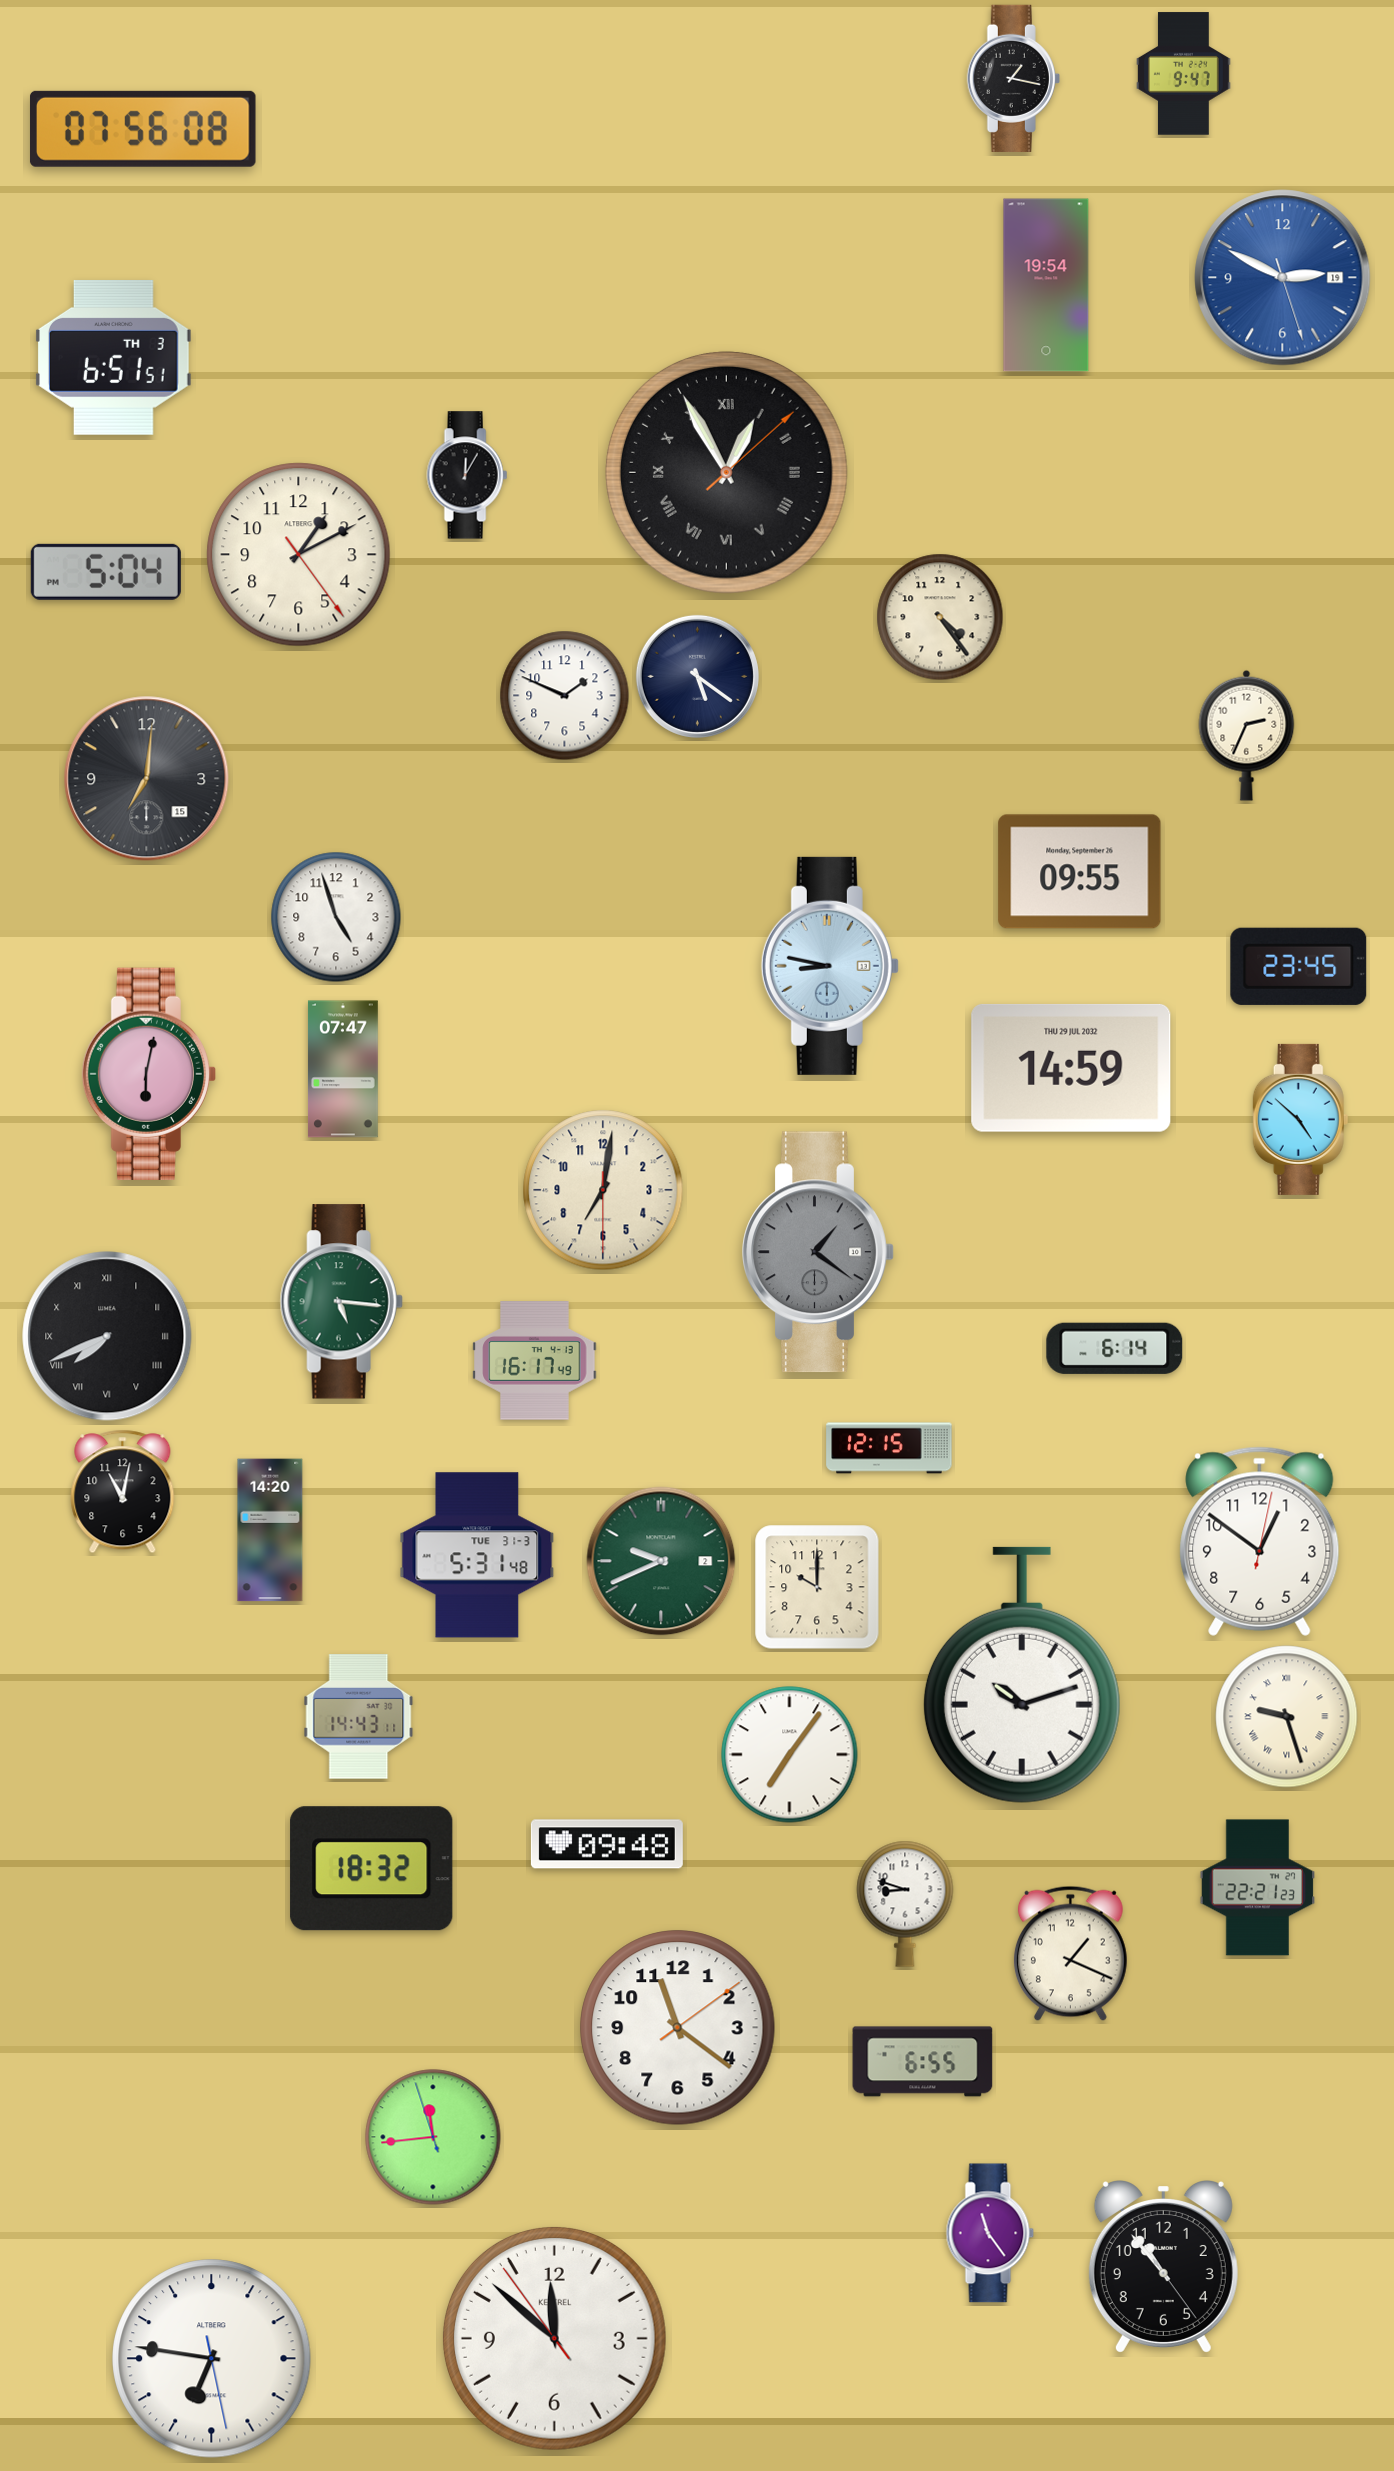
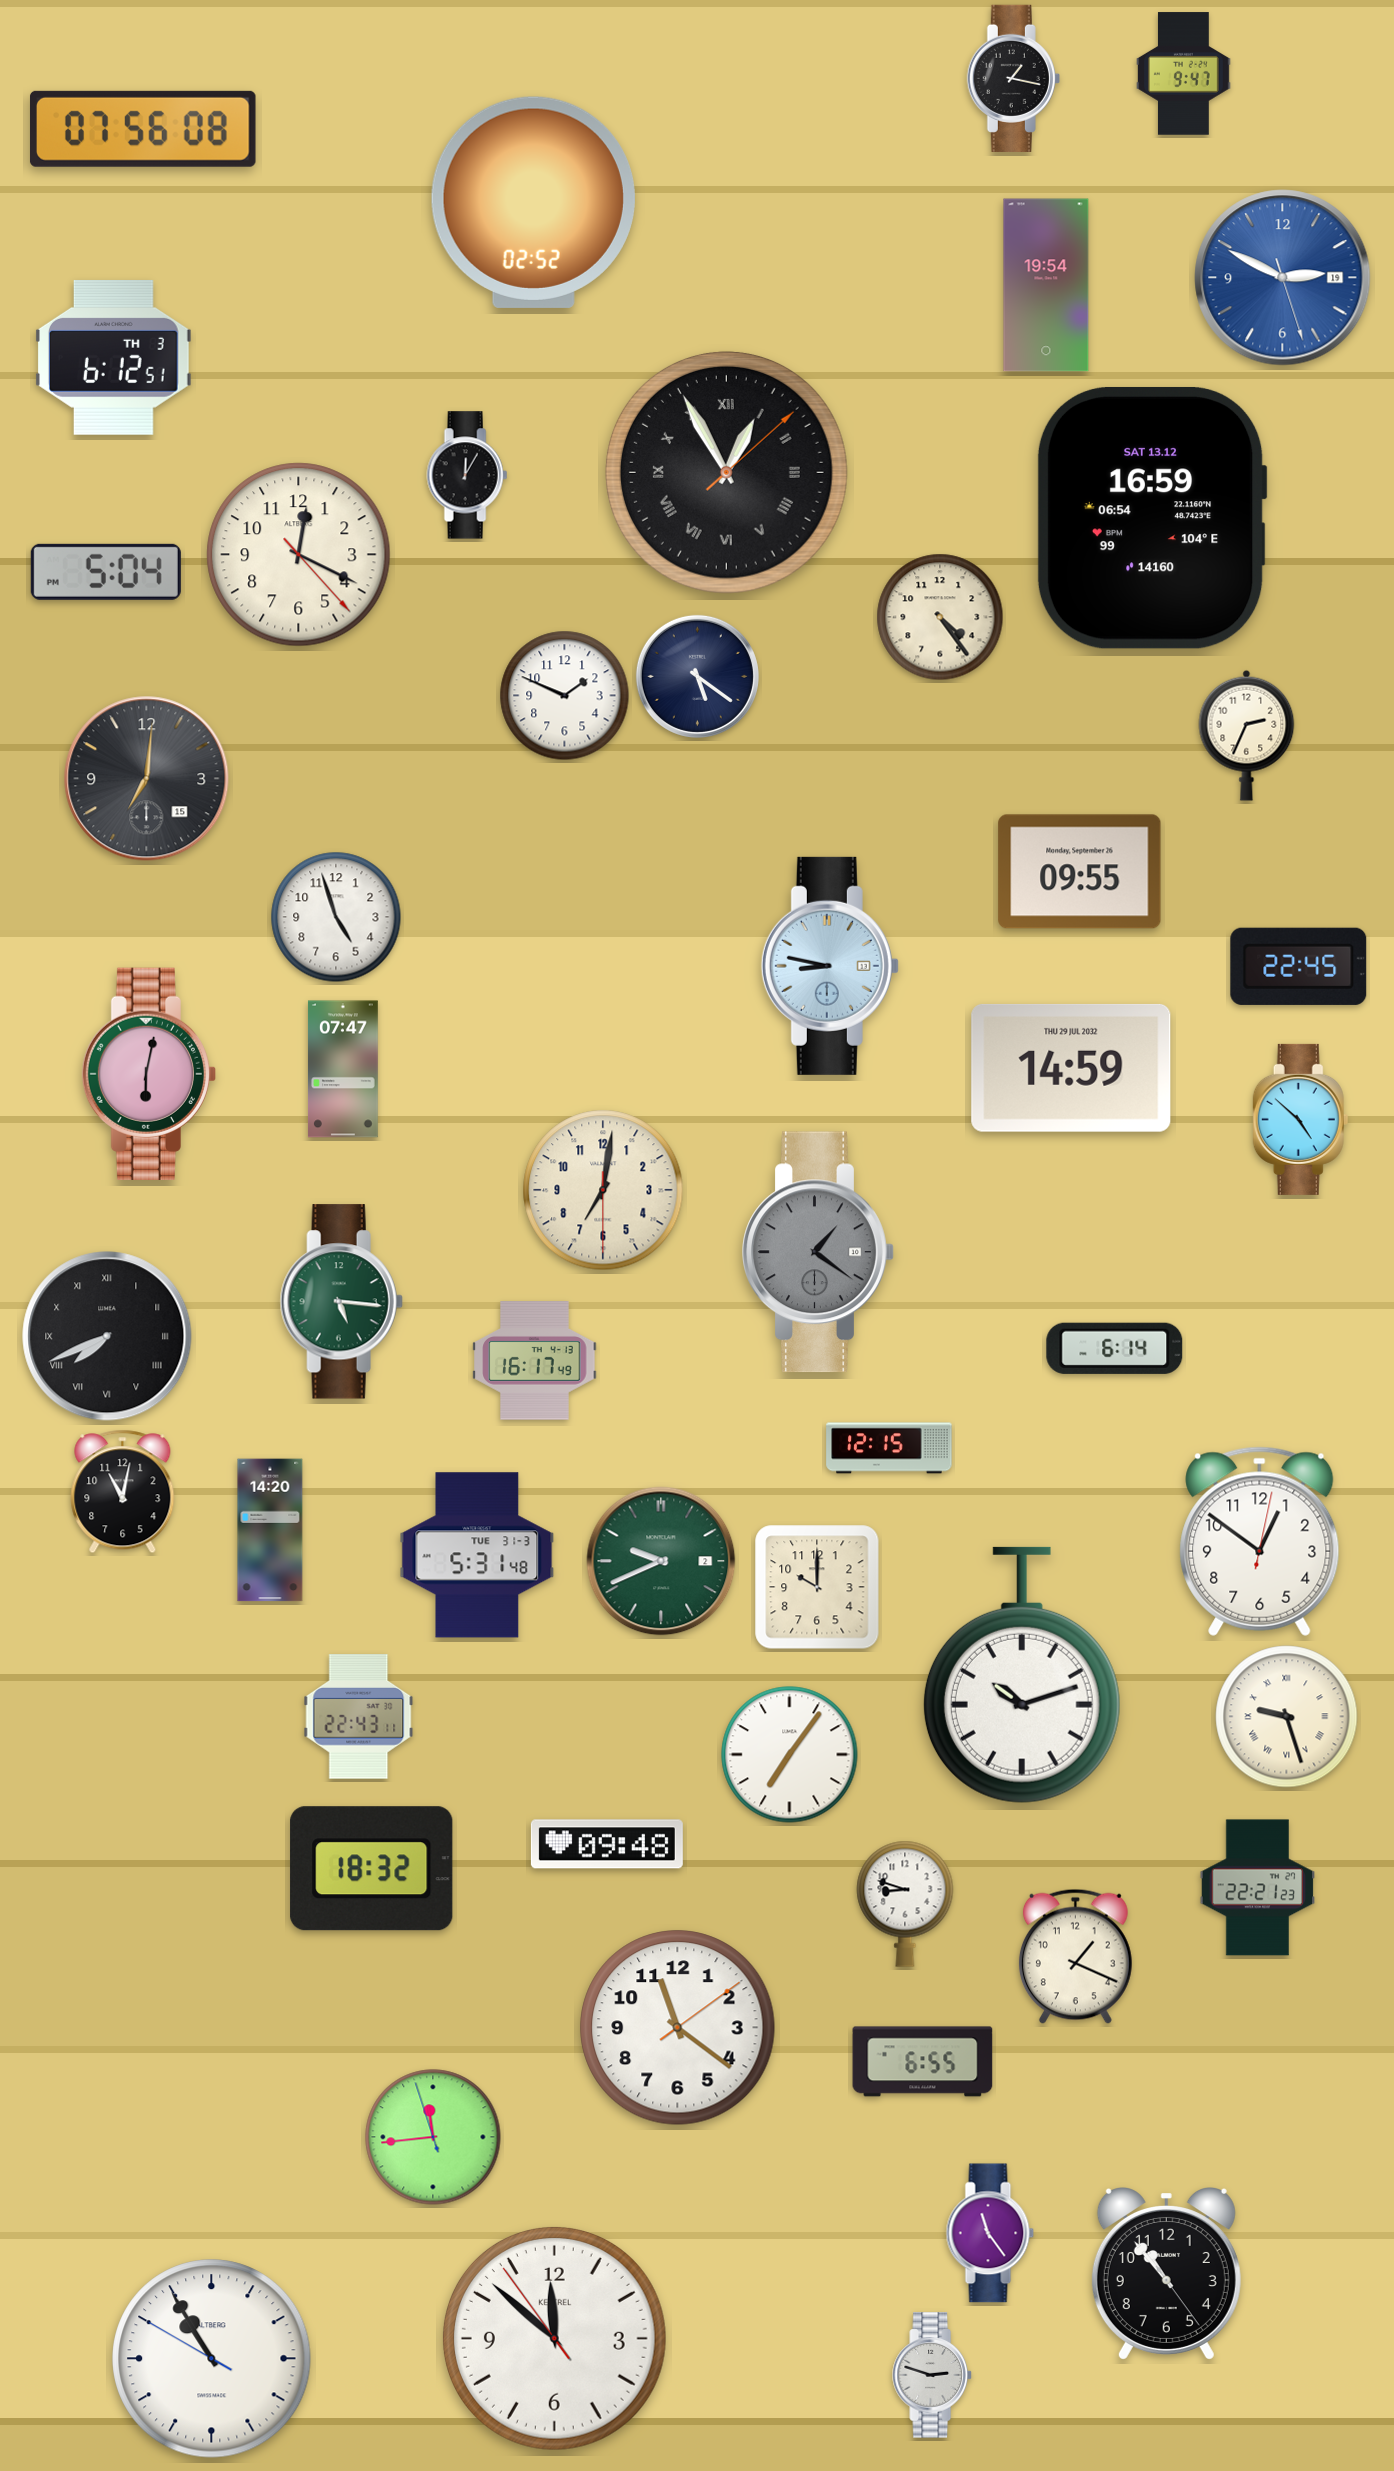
clock at (533, 202): none -> 02:52
clock at (114, 357): 6:51 -> 6:12
clock at (1152, 518): none -> 16:59
clock at (299, 555): 1:10 -> 12:19
clock at (1299, 966): 23:45 -> 22:45
clock at (359, 1717): 14:43 -> 22:43
clock at (1070, 1953) position: (1070, 1953) -> (1075, 1956)
clock at (1163, 2267) position: (1163, 2267) -> (1166, 2274)
clock at (212, 2359): 6:46 -> 10:54
clock at (932, 2375): none -> 2:48
